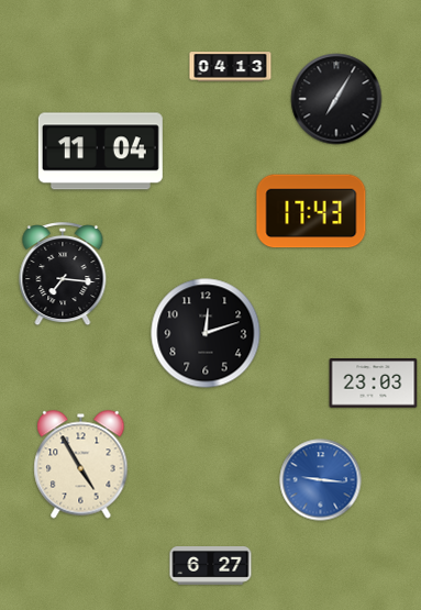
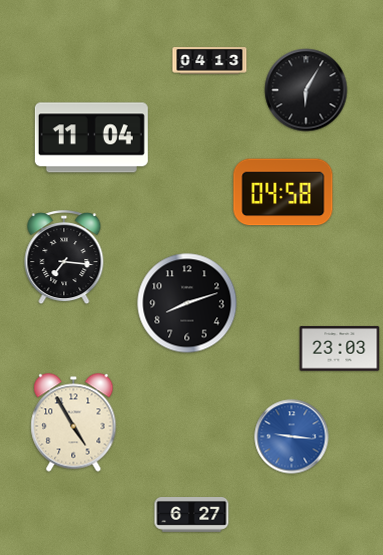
clock at (336, 99): 7:05 -> 6:05
clock at (311, 211): 17:43 -> 04:58
clock at (63, 275) position: (63, 275) -> (64, 258)
clock at (206, 333): 12:12 -> 8:12
